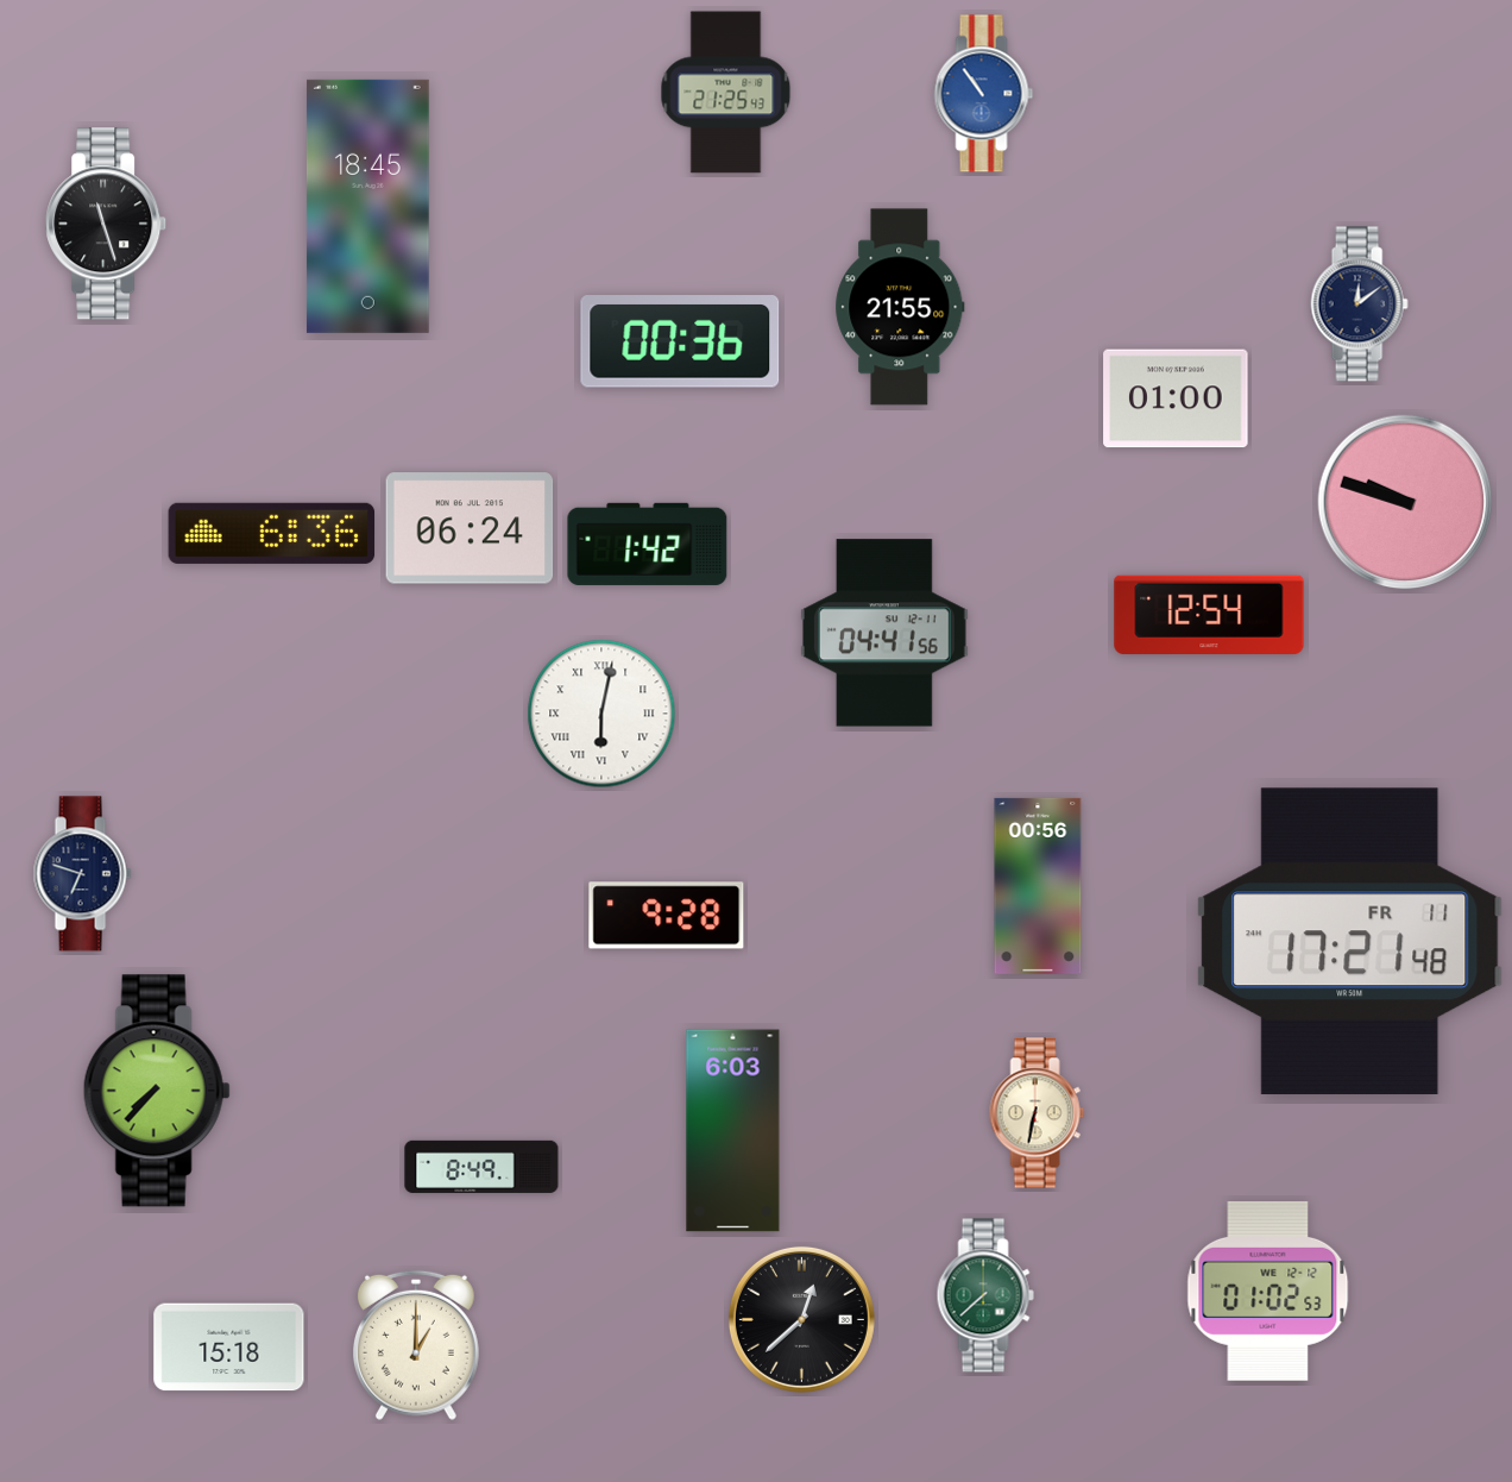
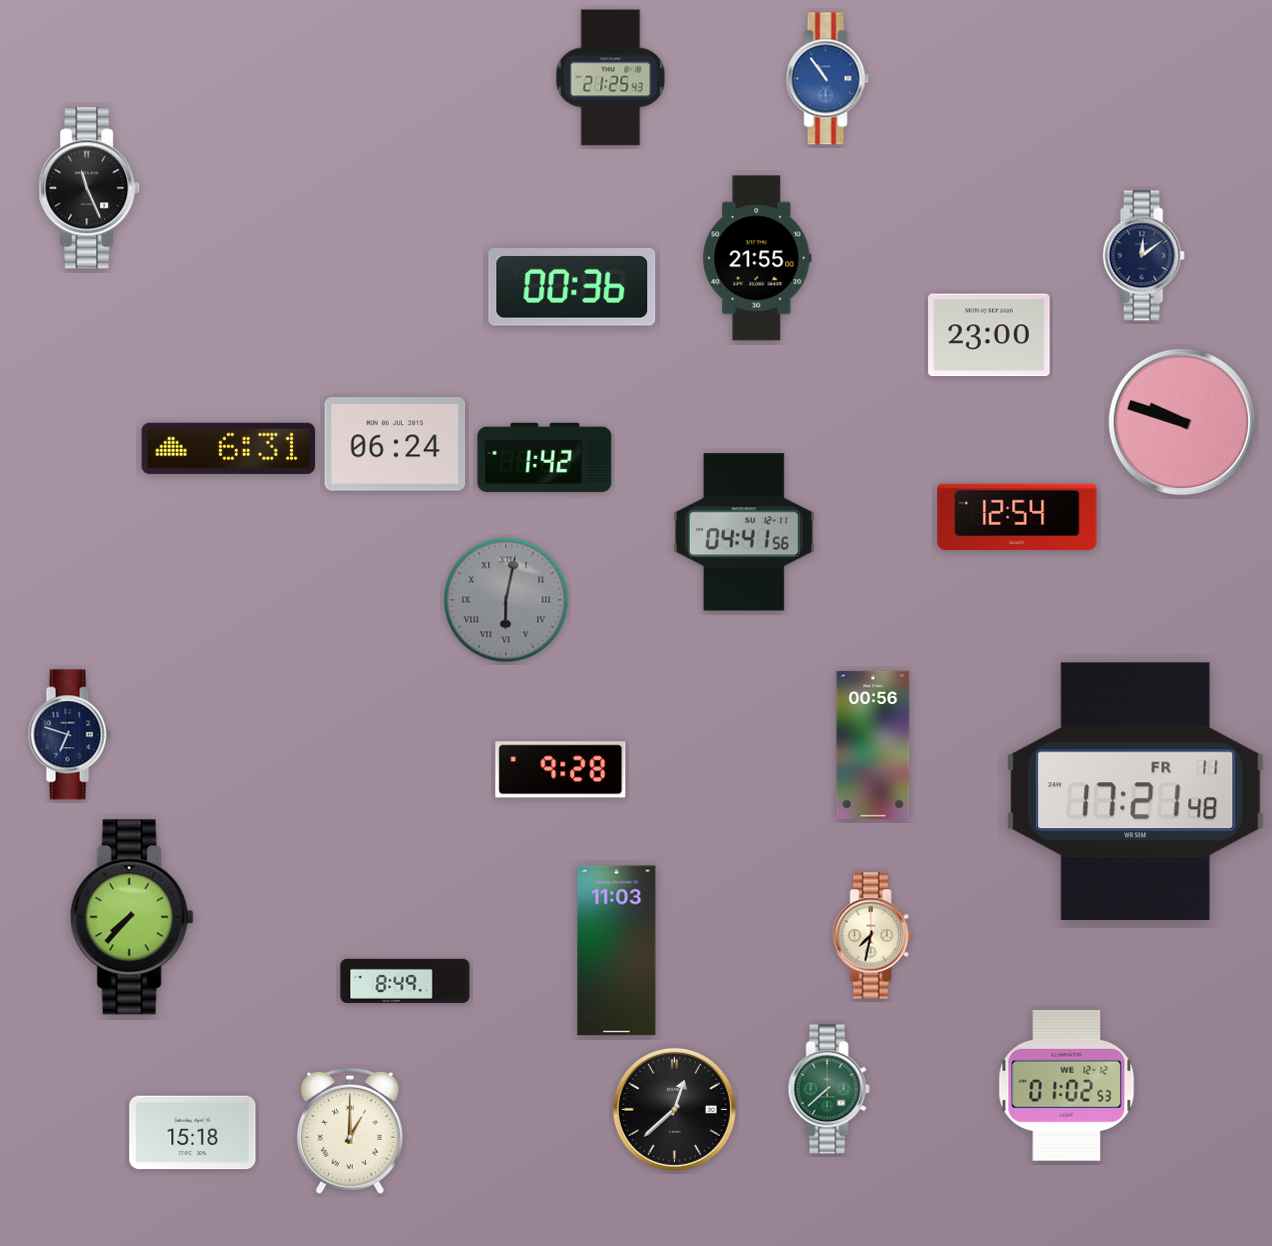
clock at (367, 206): 18:45 -> none
clock at (107, 224): 11:27 -> 11:26
clock at (1176, 398): 01:00 -> 23:00
clock at (272, 533): 6:36 -> 6:31
clock at (601, 714) dial: white -> grey
clock at (1038, 1113): 6:32 -> 7:32
clock at (733, 1131): 6:03 -> 11:03
